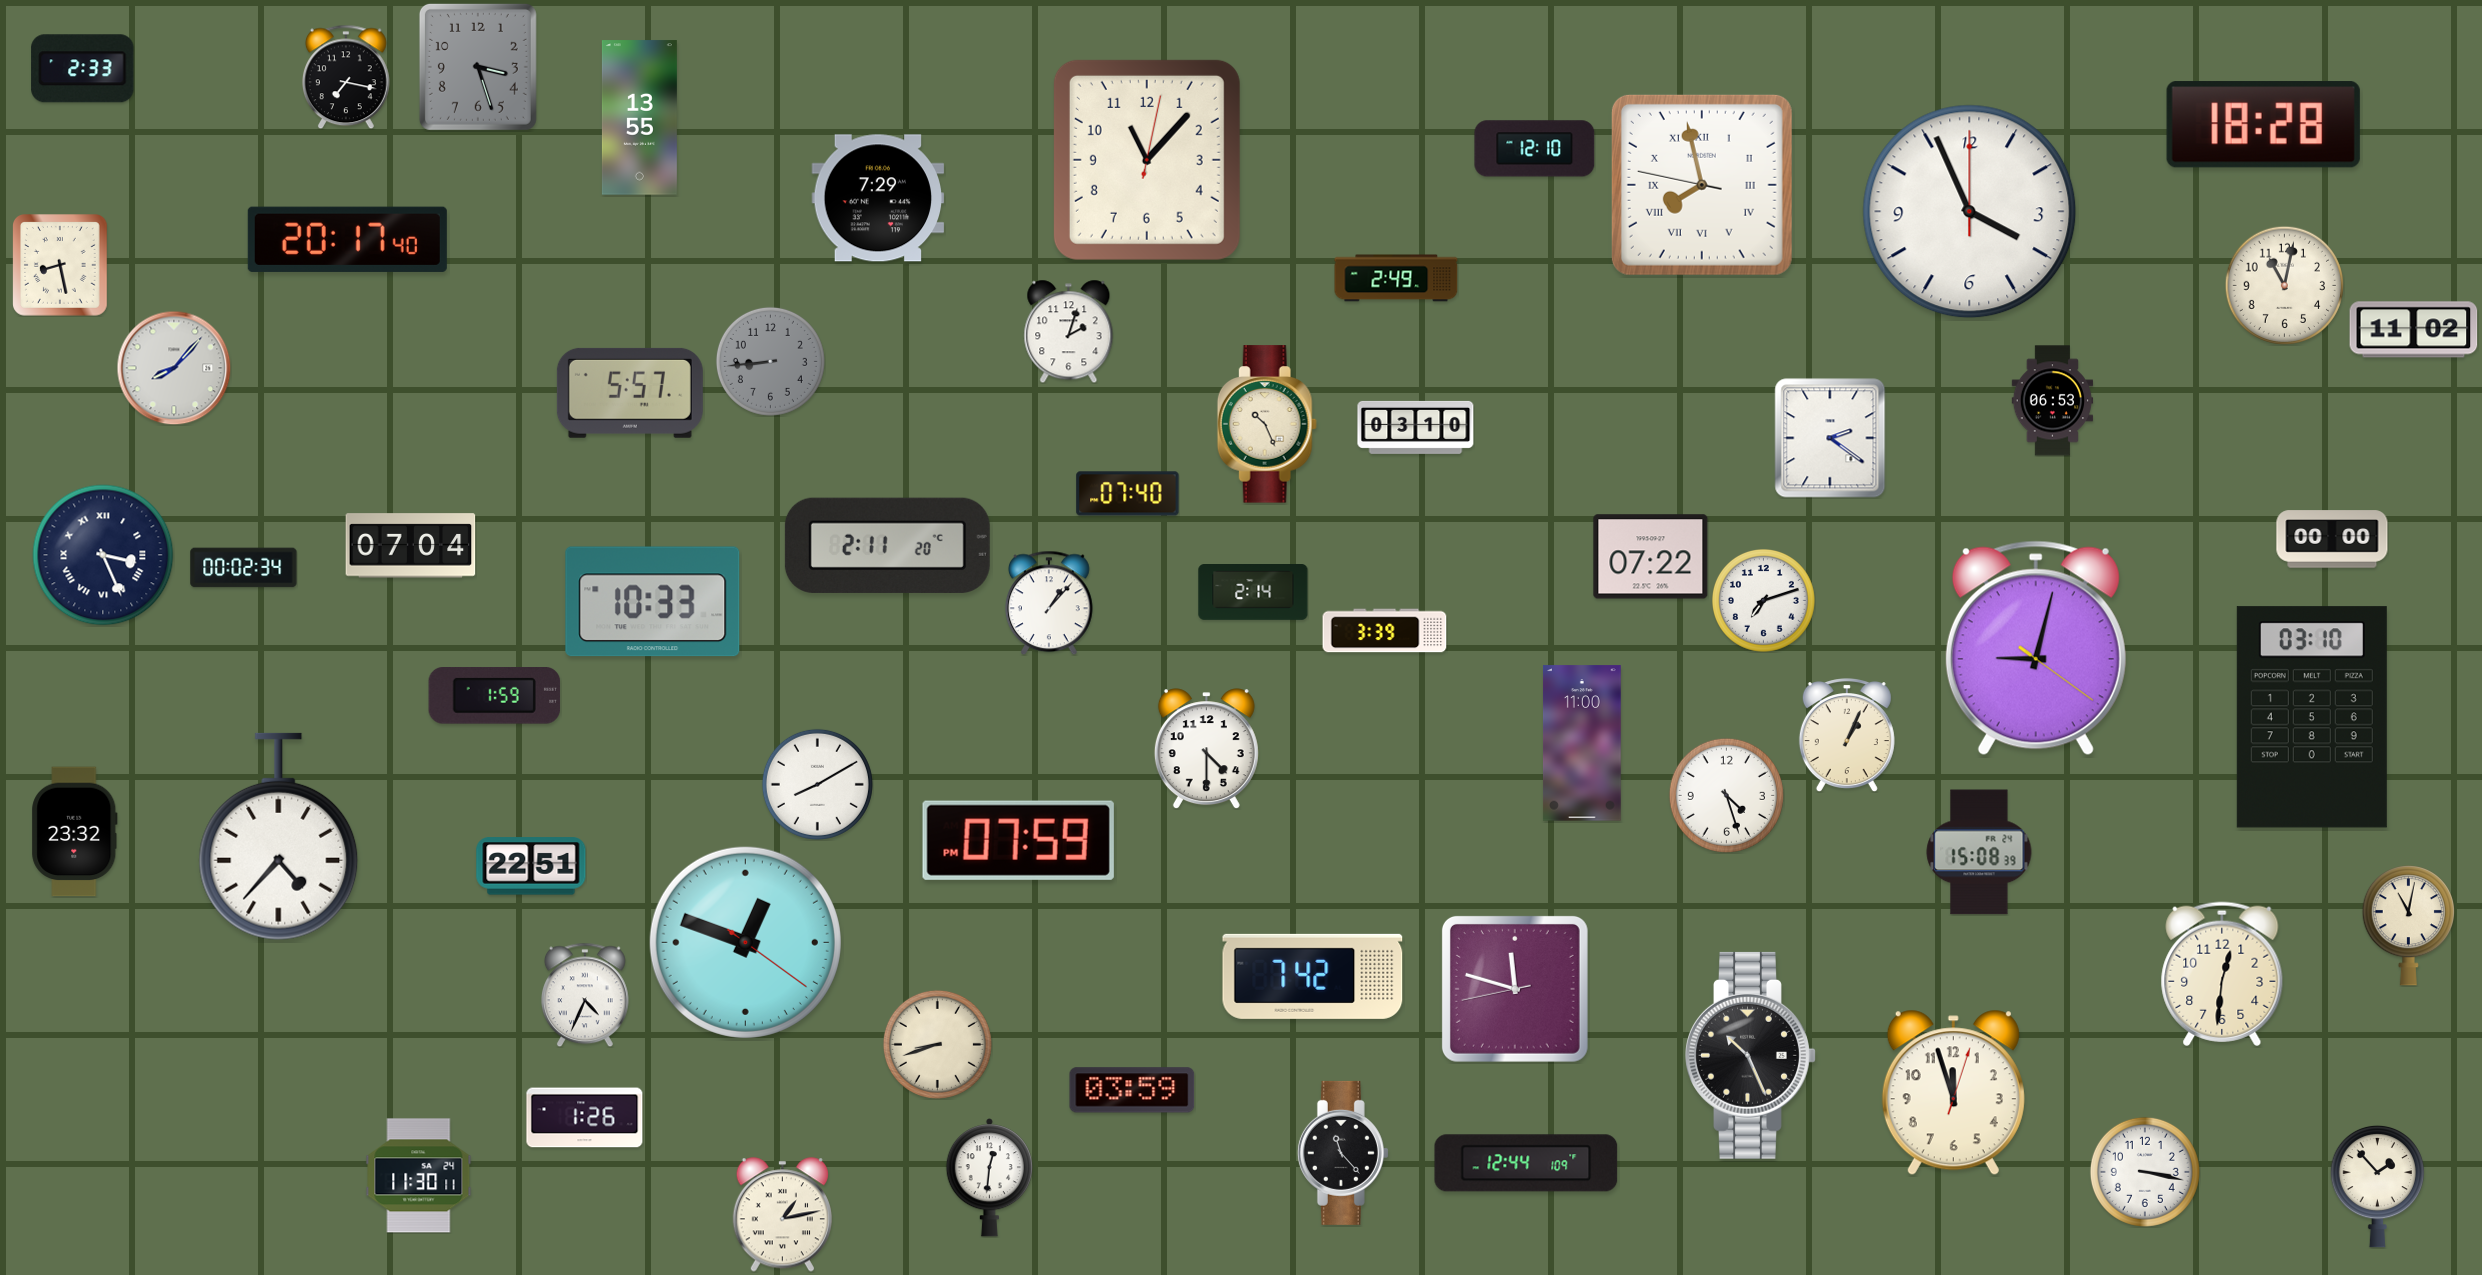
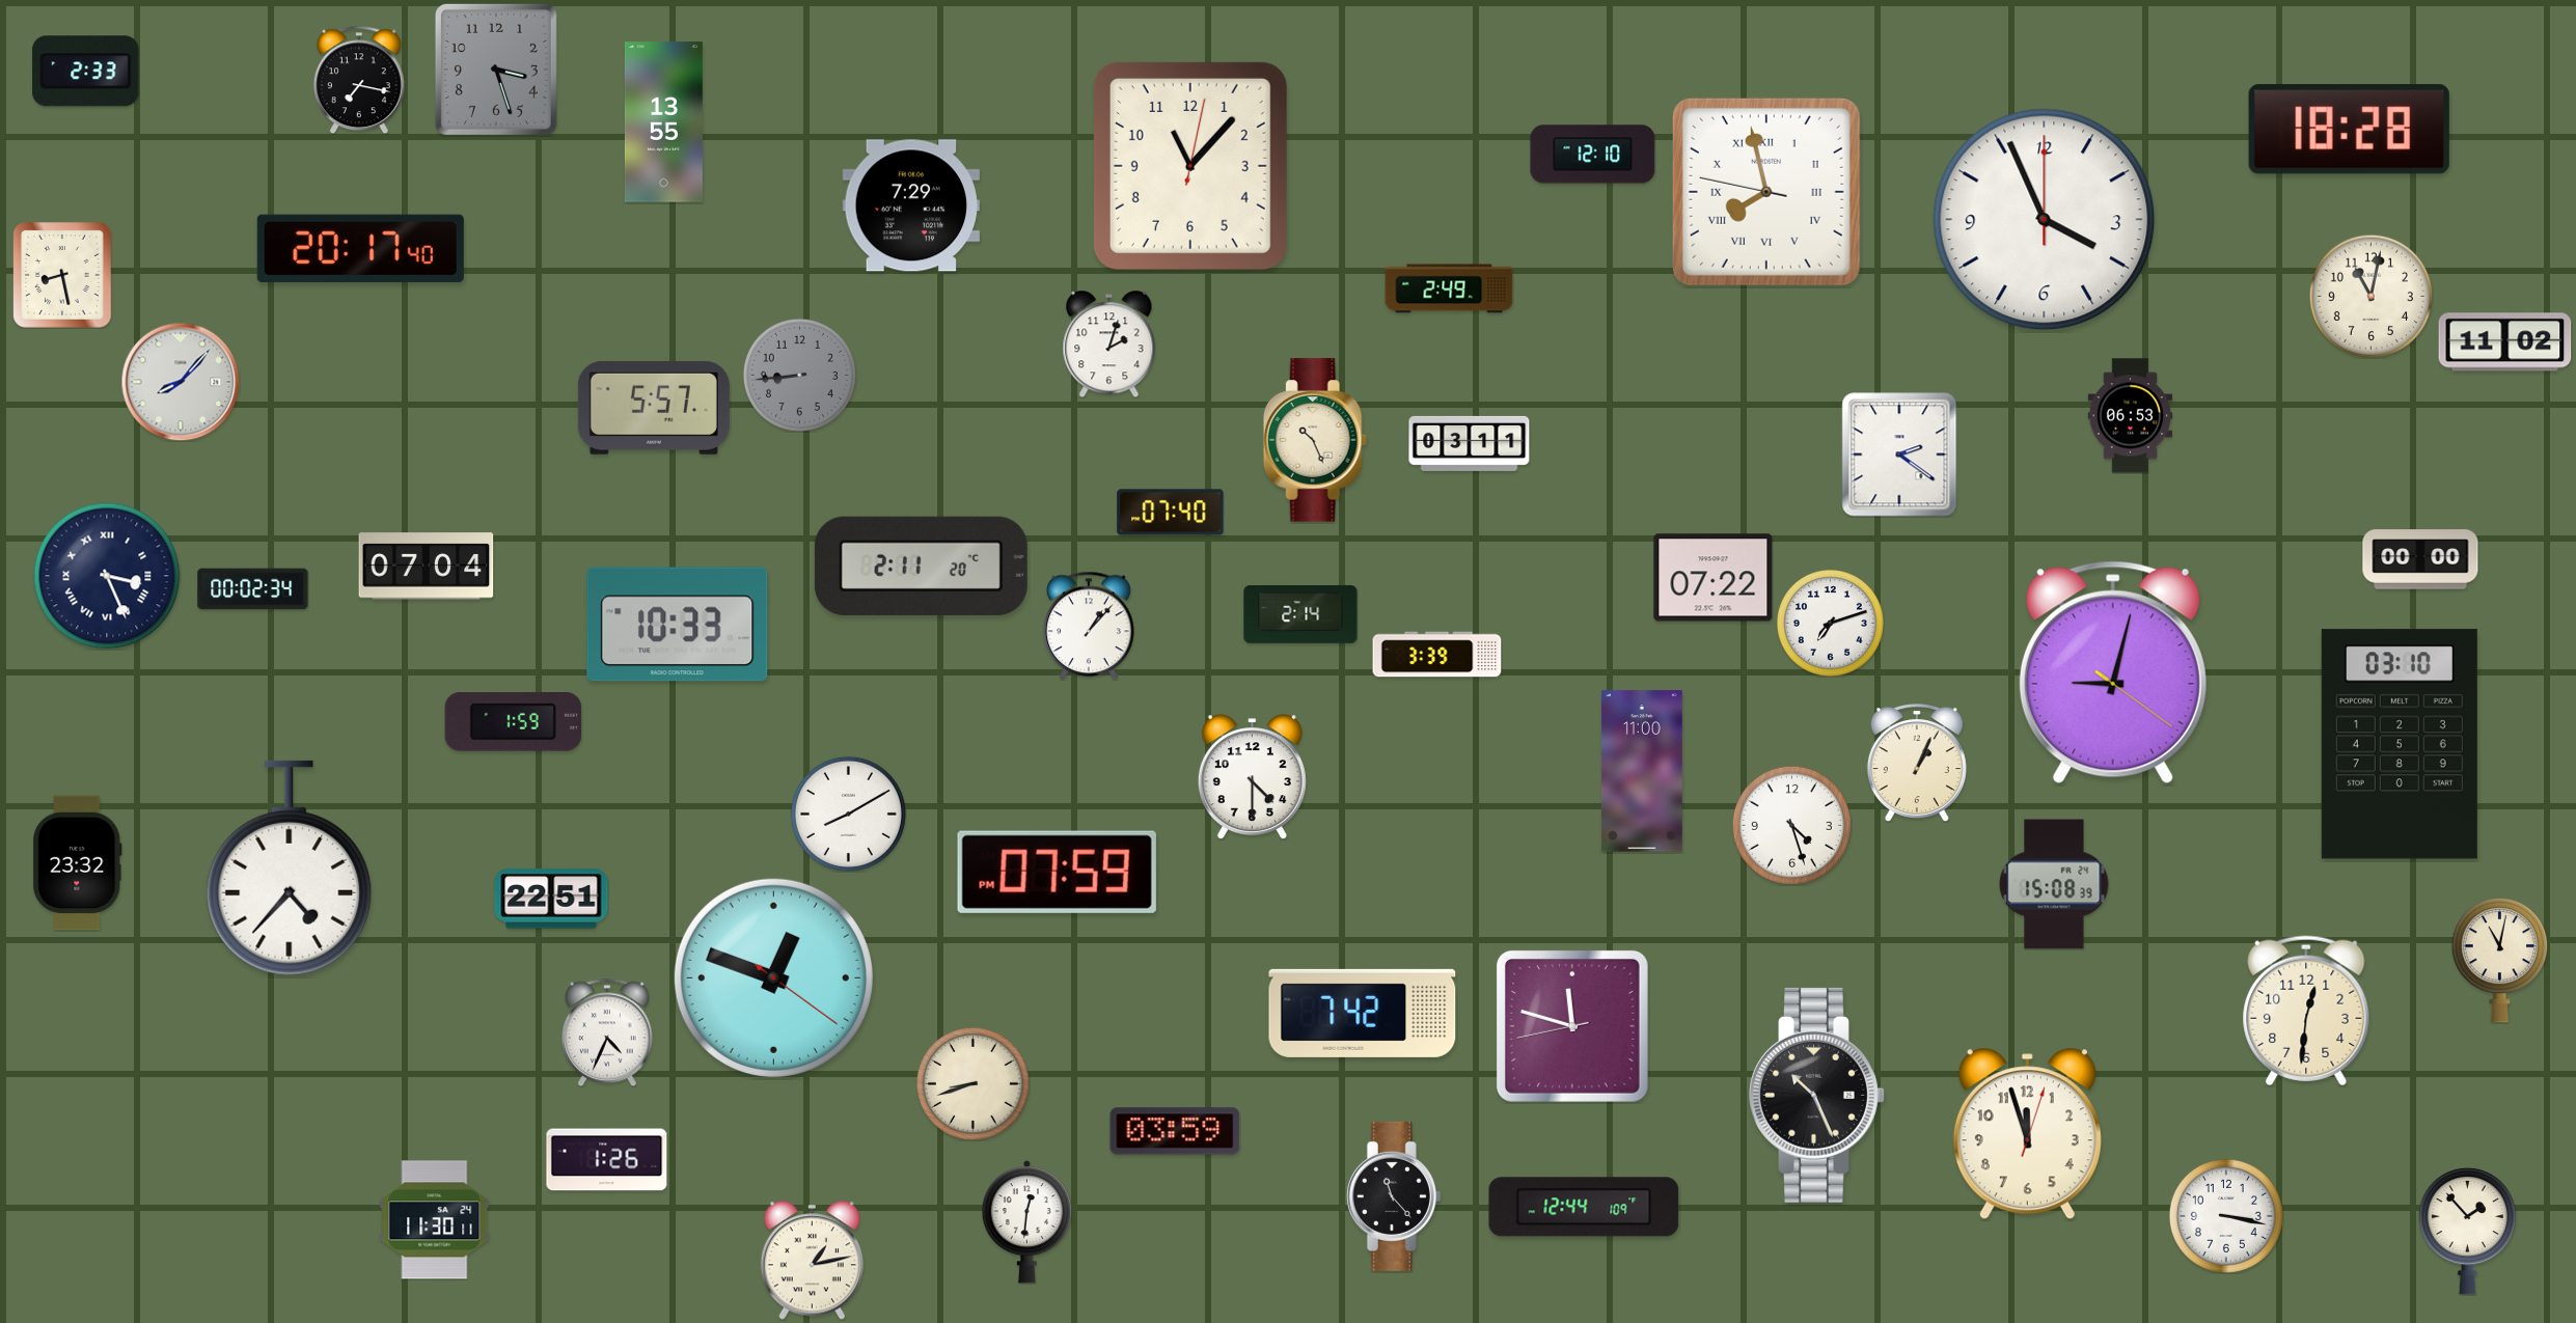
clock at (1416, 427): 03:10 -> 03:11
